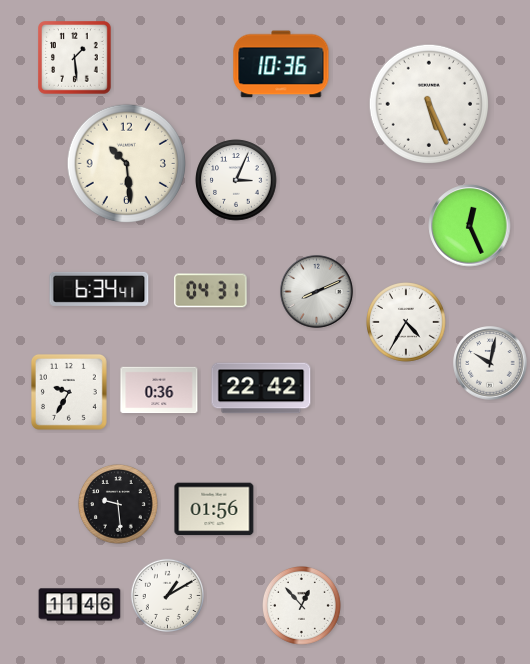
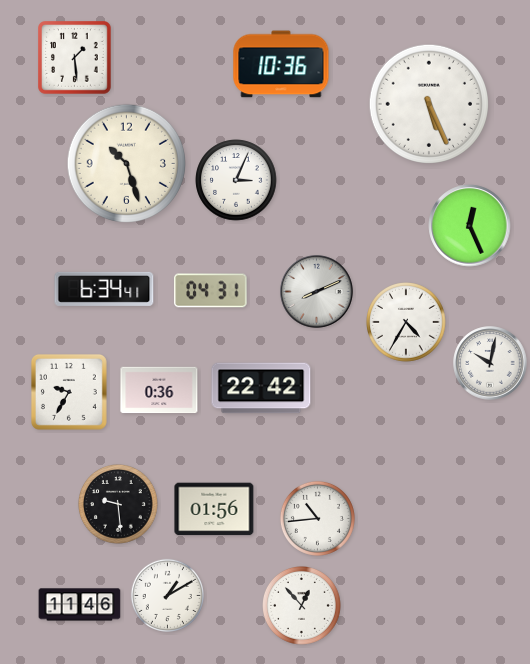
clock at (126, 163): 10:29 -> 10:27
clock at (99, 289) position: (99, 289) -> (104, 289)
clock at (317, 518): none -> 10:44
